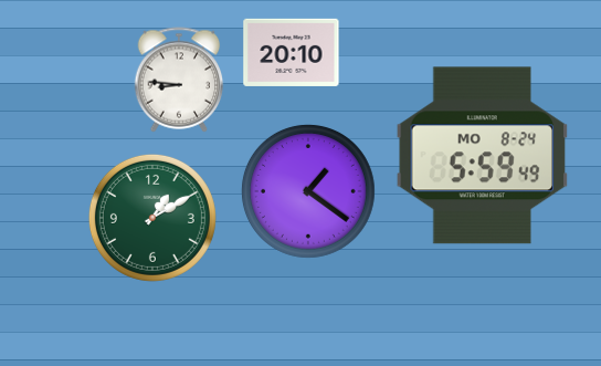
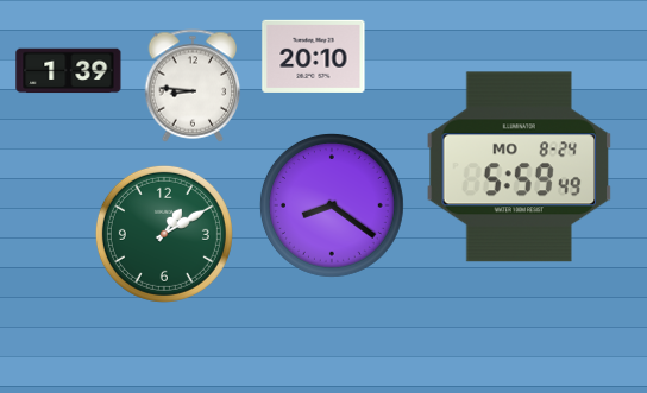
clock at (69, 71): none -> 1:39
clock at (308, 191): 1:21 -> 8:21
